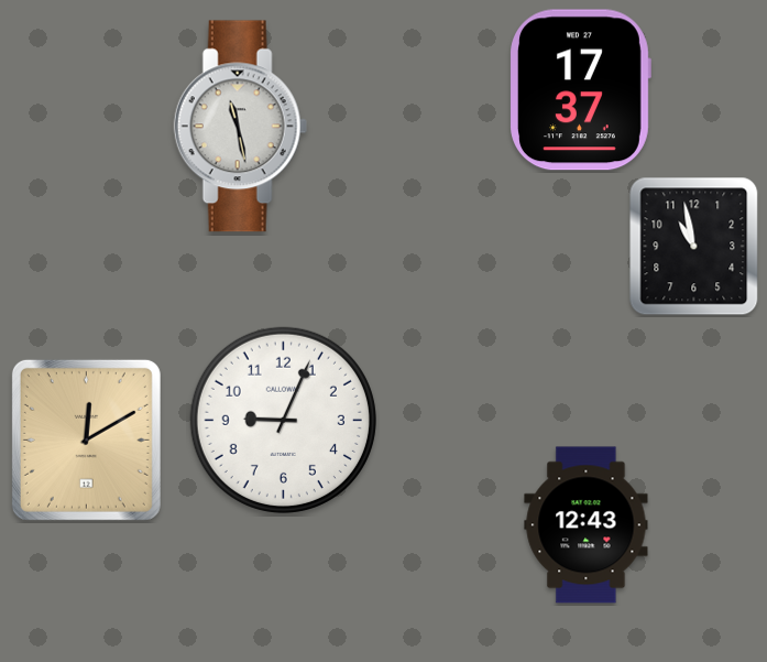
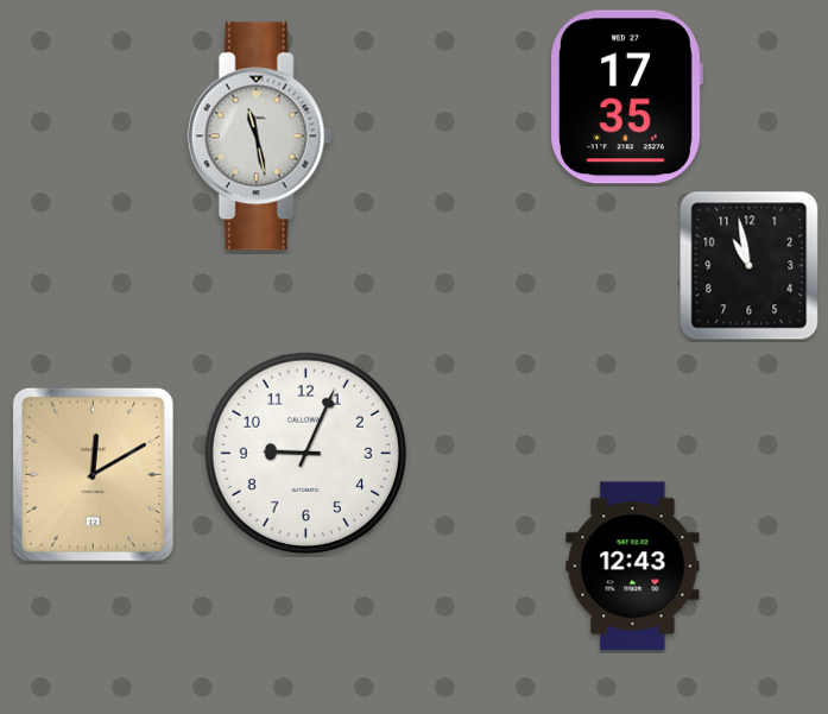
clock at (580, 90): 17:37 -> 17:35
